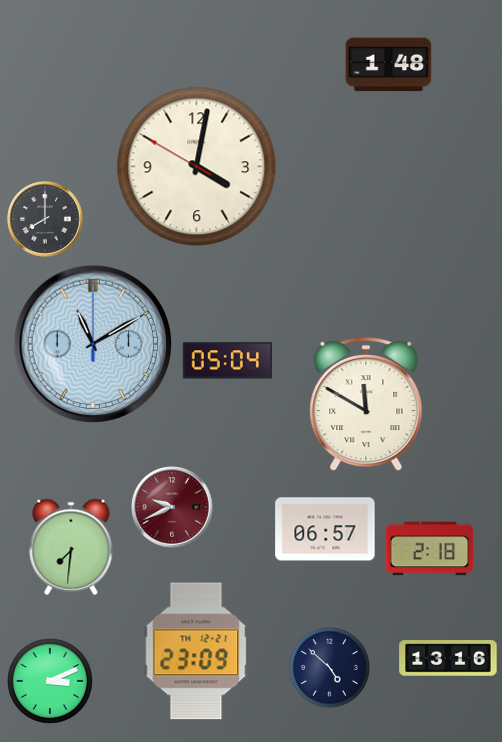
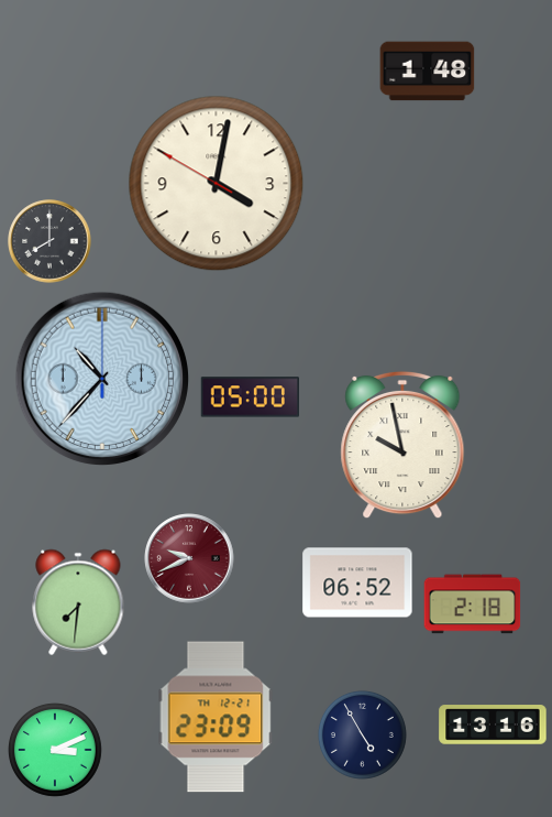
clock at (92, 344): 11:10 -> 10:37
clock at (227, 361): 05:04 -> 05:00
clock at (366, 404): 11:50 -> 9:58
clock at (325, 529): 06:57 -> 06:52
clock at (329, 667): 4:52 -> 4:55
